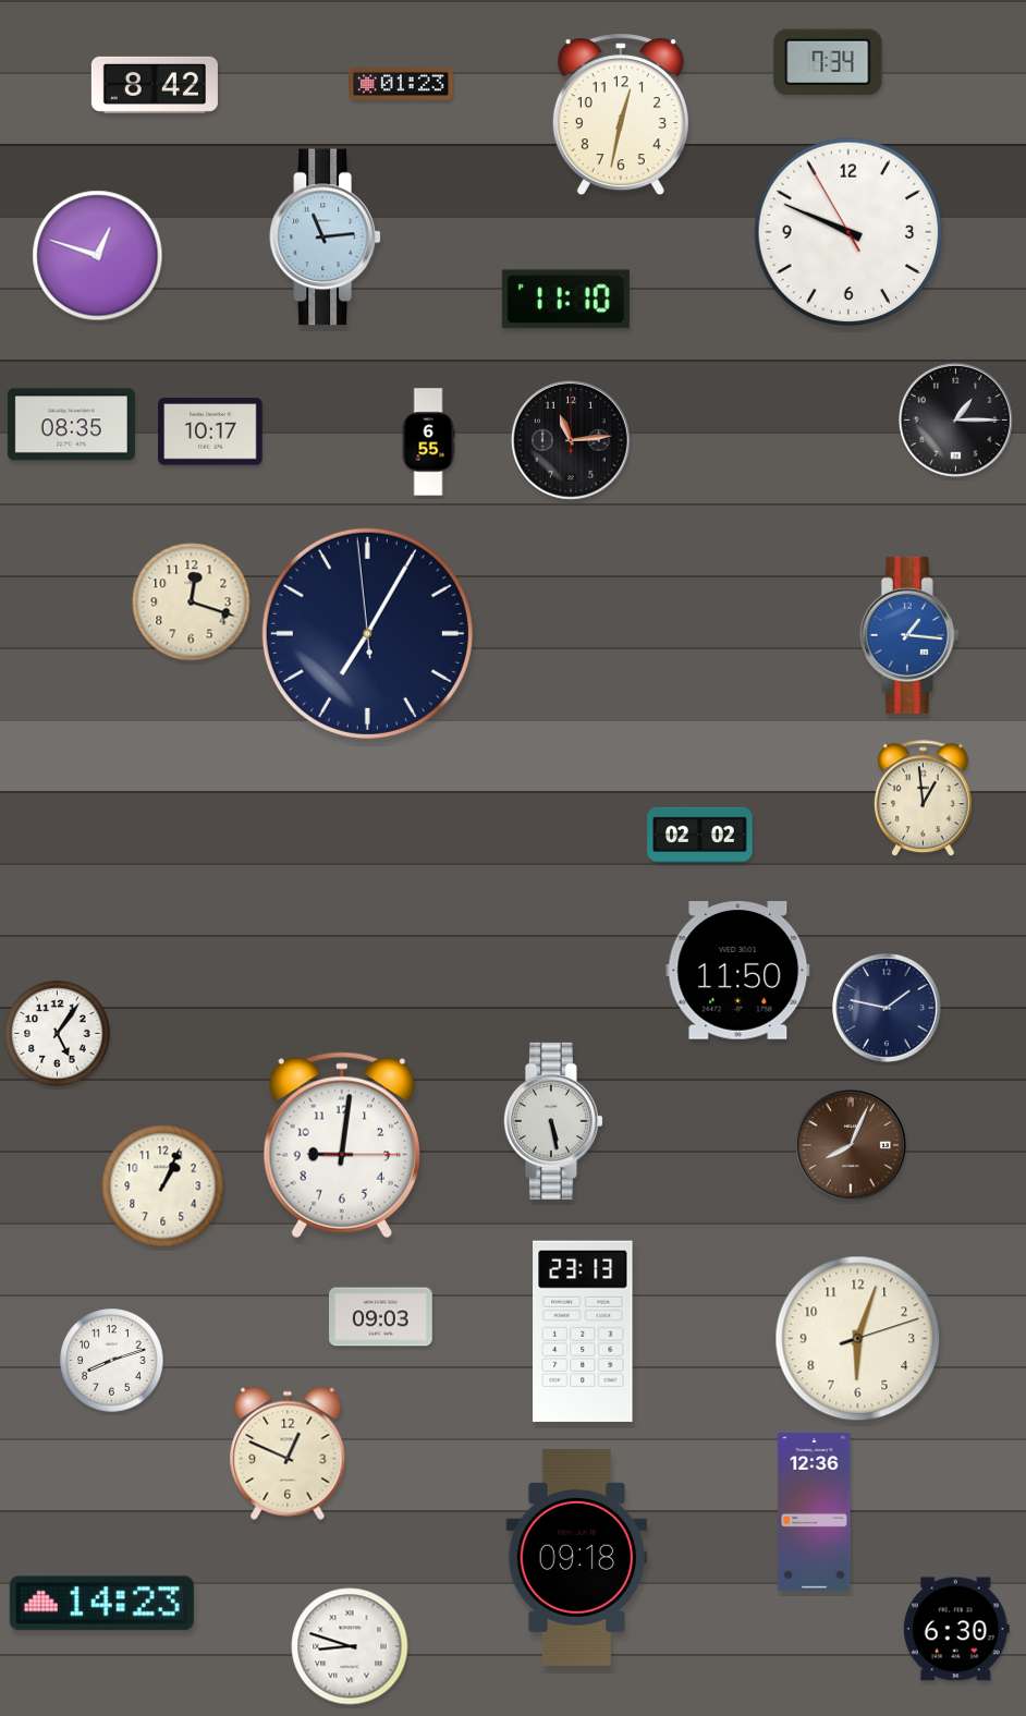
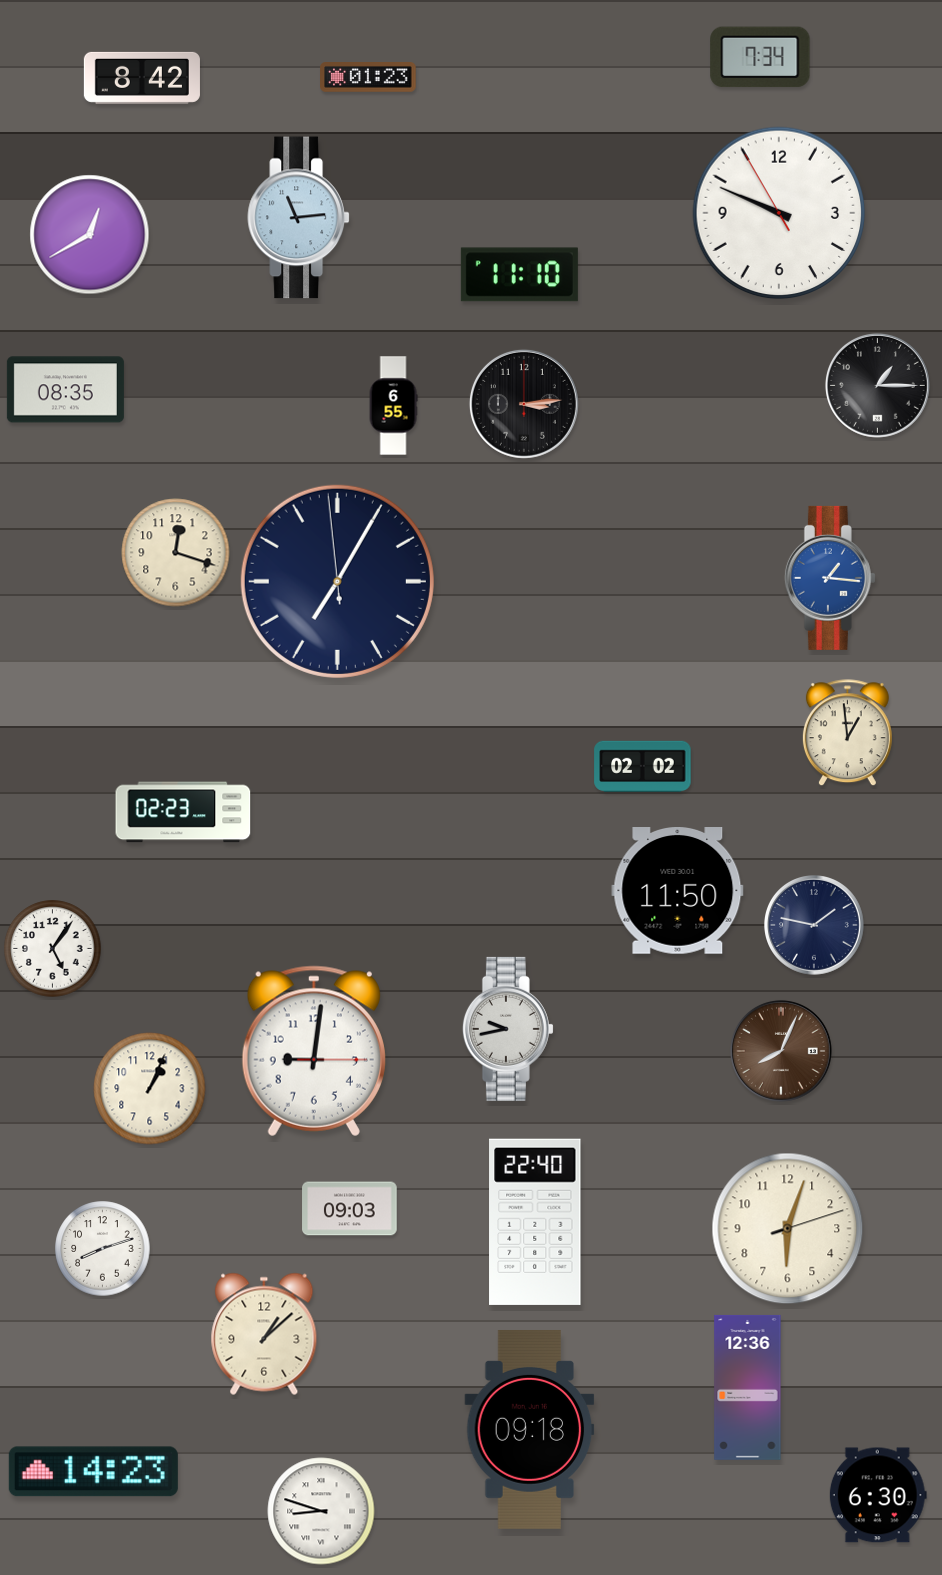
clock at (621, 114): 12:32 -> none
clock at (98, 256): 12:48 -> 12:40
clock at (210, 431): 10:17 -> none
clock at (571, 440): 11:14 -> 3:14
clock at (909, 635) position: (909, 635) -> (830, 578)
clock at (183, 812): none -> 02:23
clock at (553, 1121): 5:28 -> 9:43
clock at (583, 1331): 23:13 -> 22:40
clock at (288, 1453): 12:49 -> 1:08
